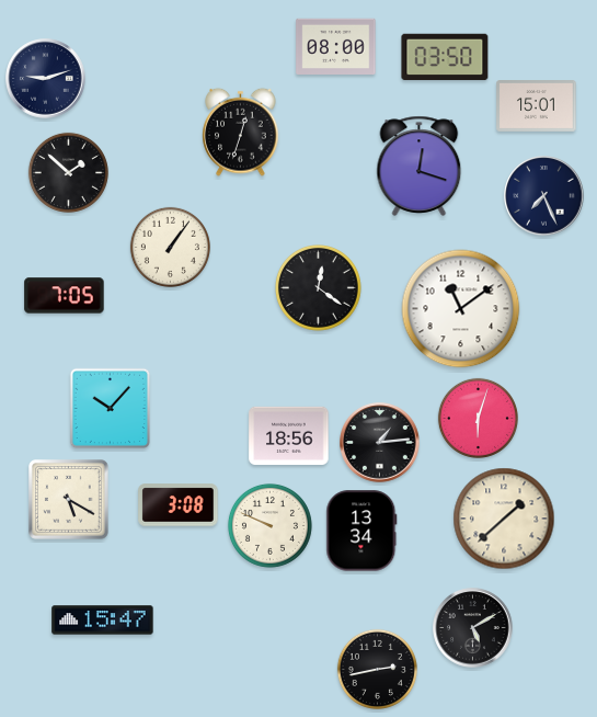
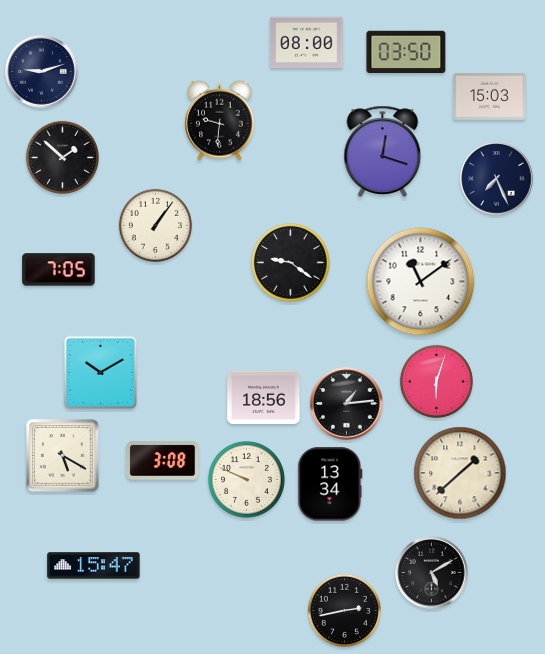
clock at (537, 106): 15:01 -> 15:03
clock at (241, 132): 12:33 -> 9:31
clock at (319, 288): 12:21 -> 9:21
clock at (111, 409): 10:07 -> 10:10
